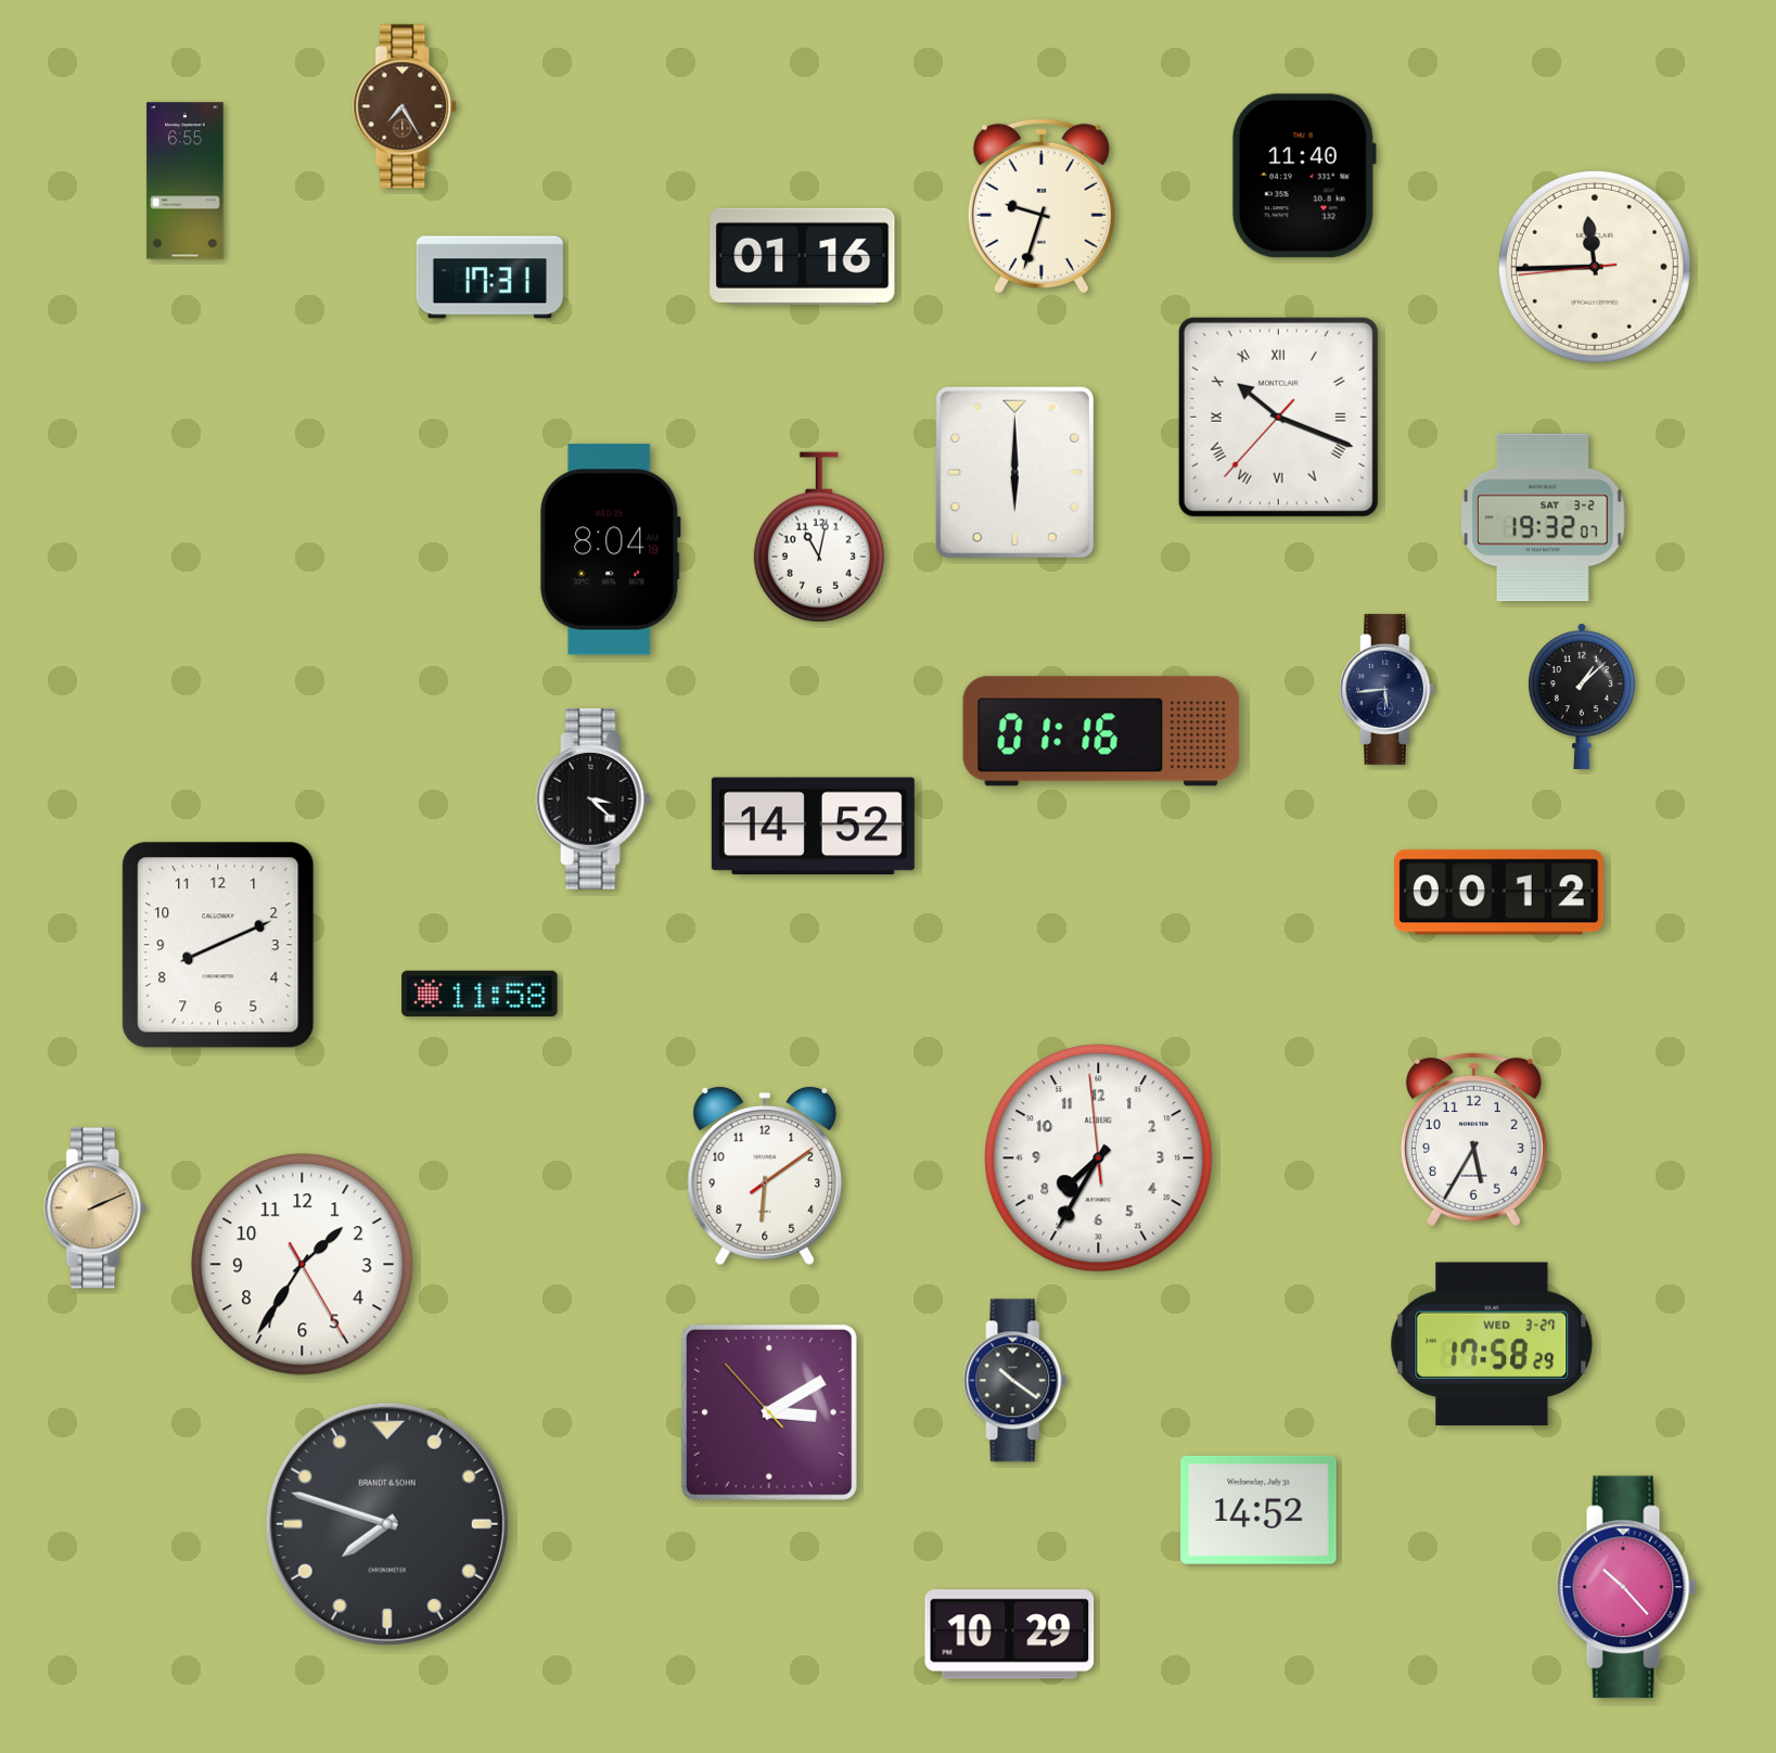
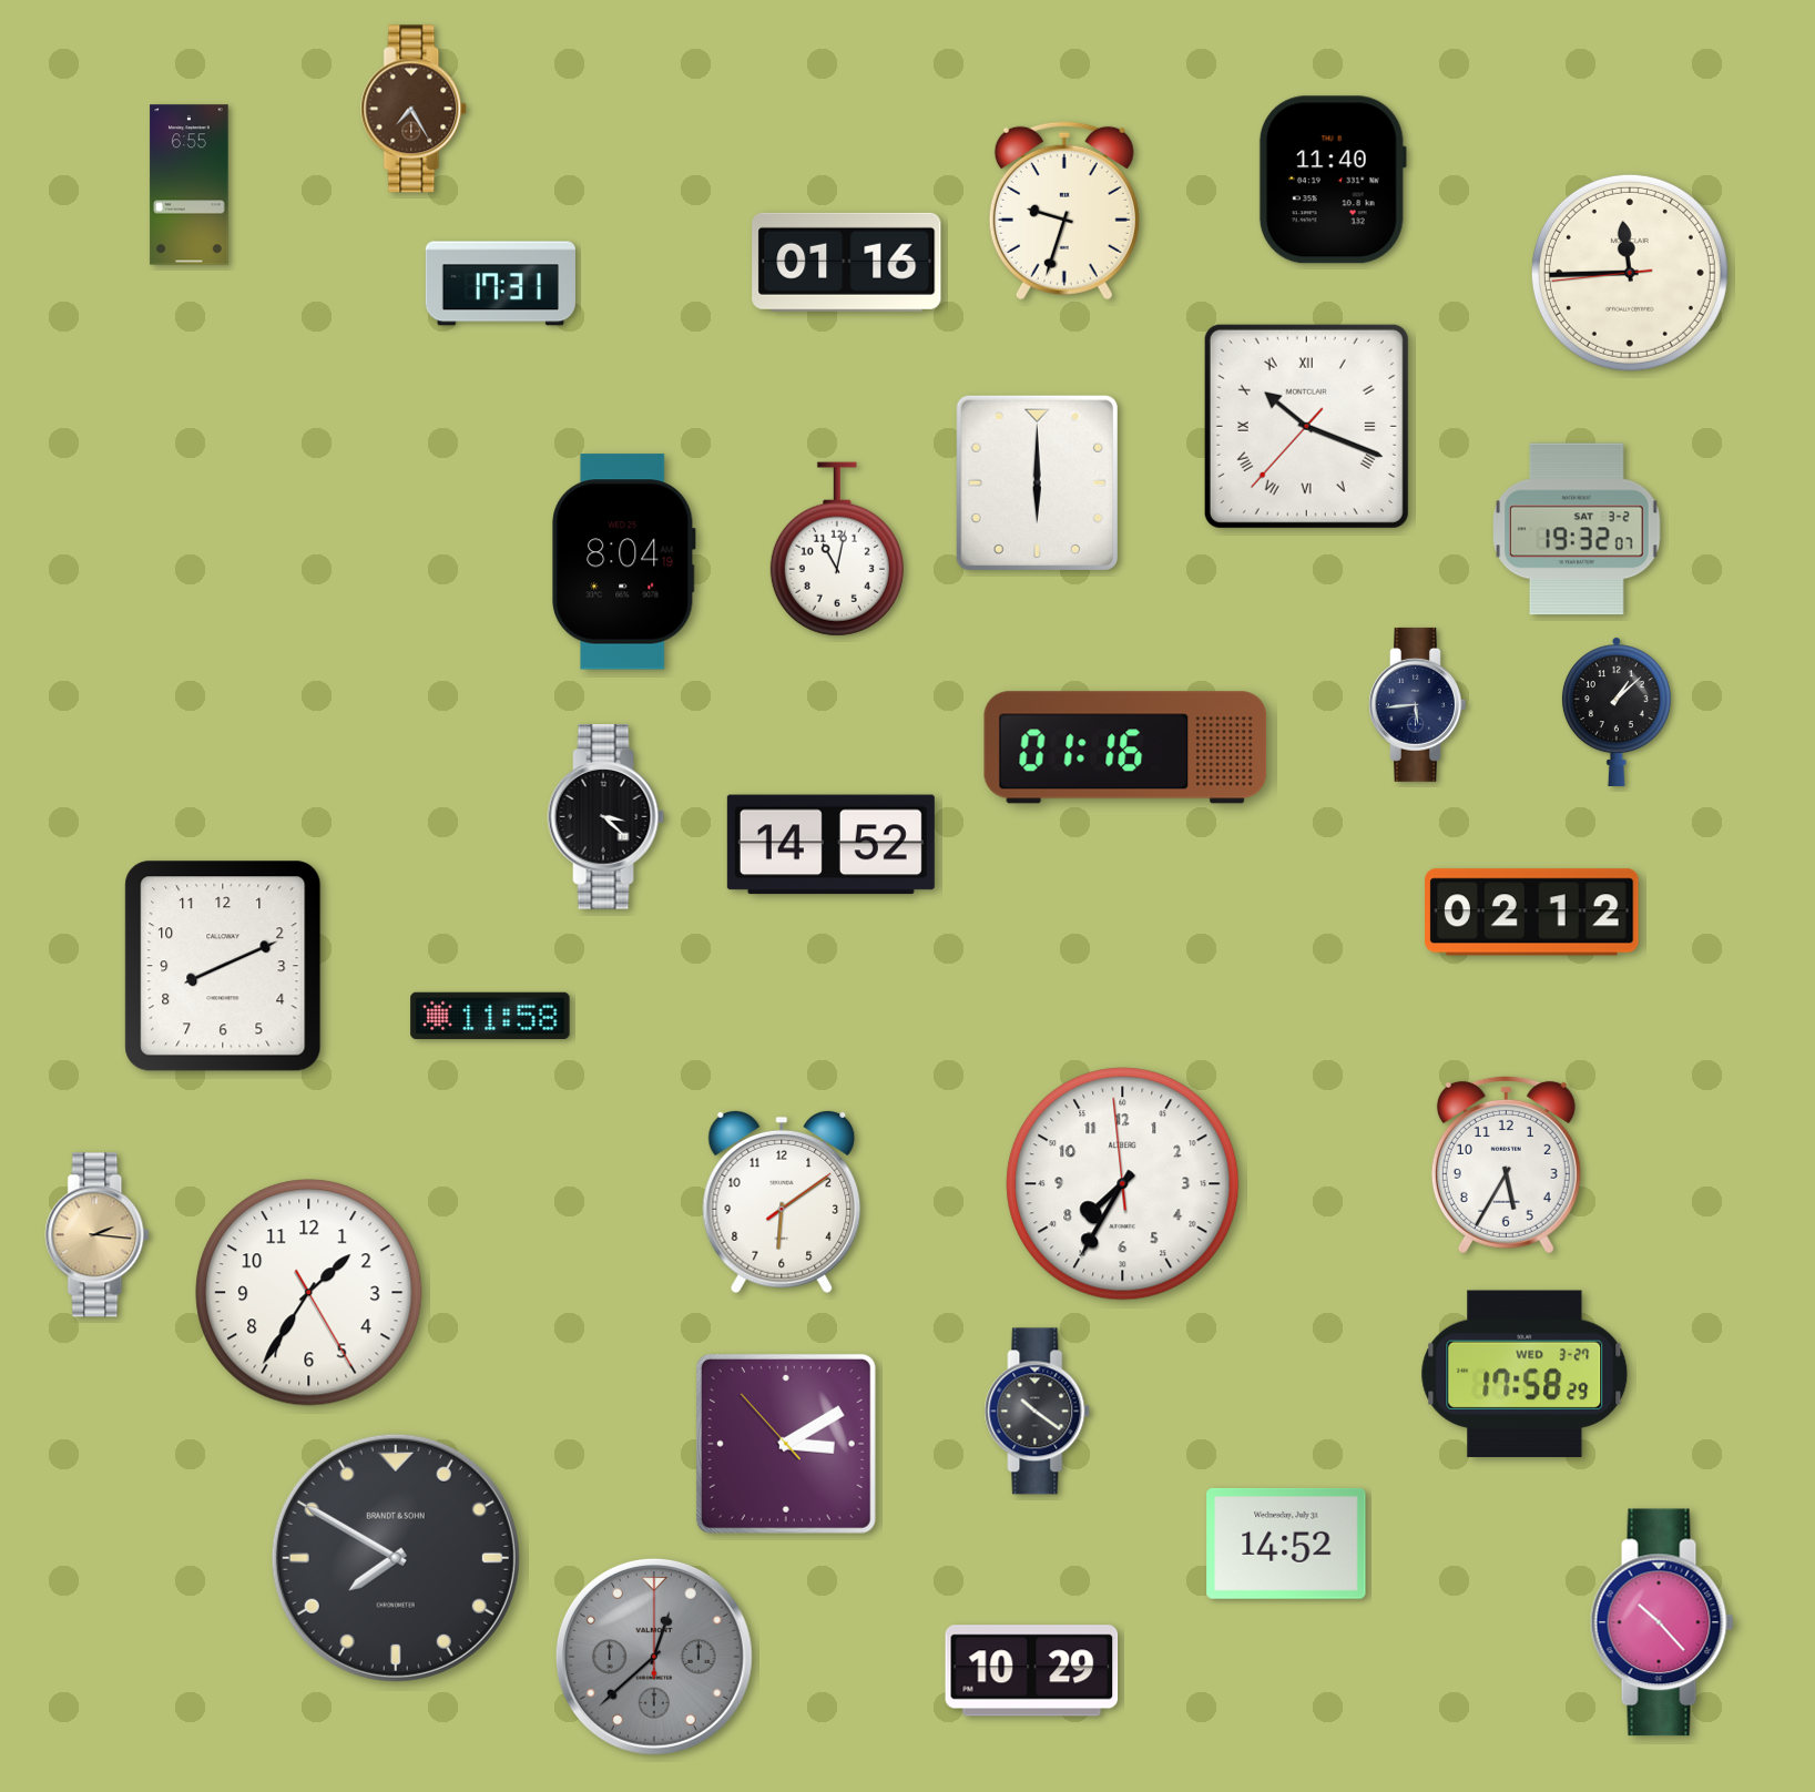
clock at (803, 256) position: (803, 256) -> (847, 262)
clock at (1499, 893): 00:12 -> 02:12
clock at (95, 1208): 2:11 -> 2:16
clock at (387, 1524): 7:48 -> 7:50
clock at (654, 1657): none -> 12:38
